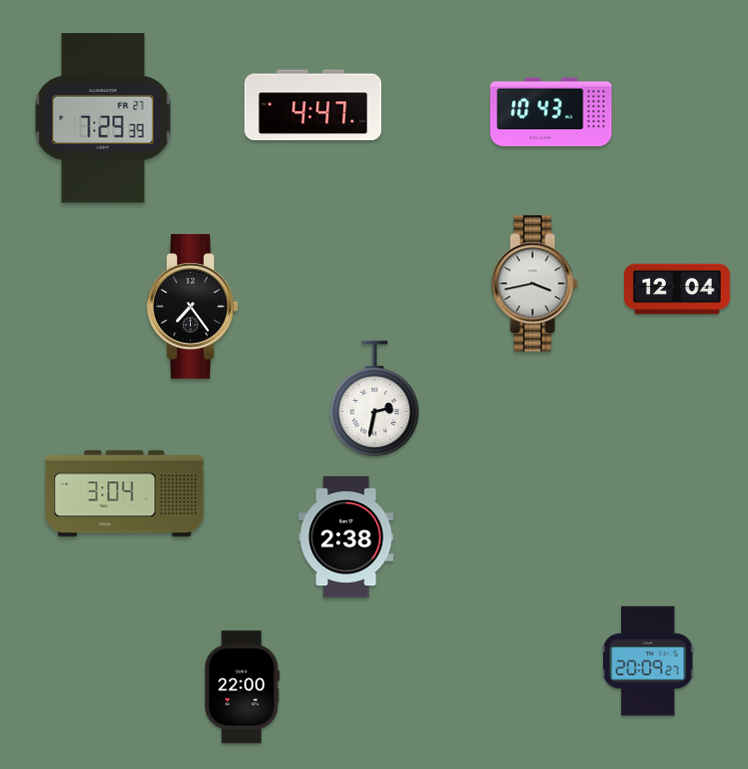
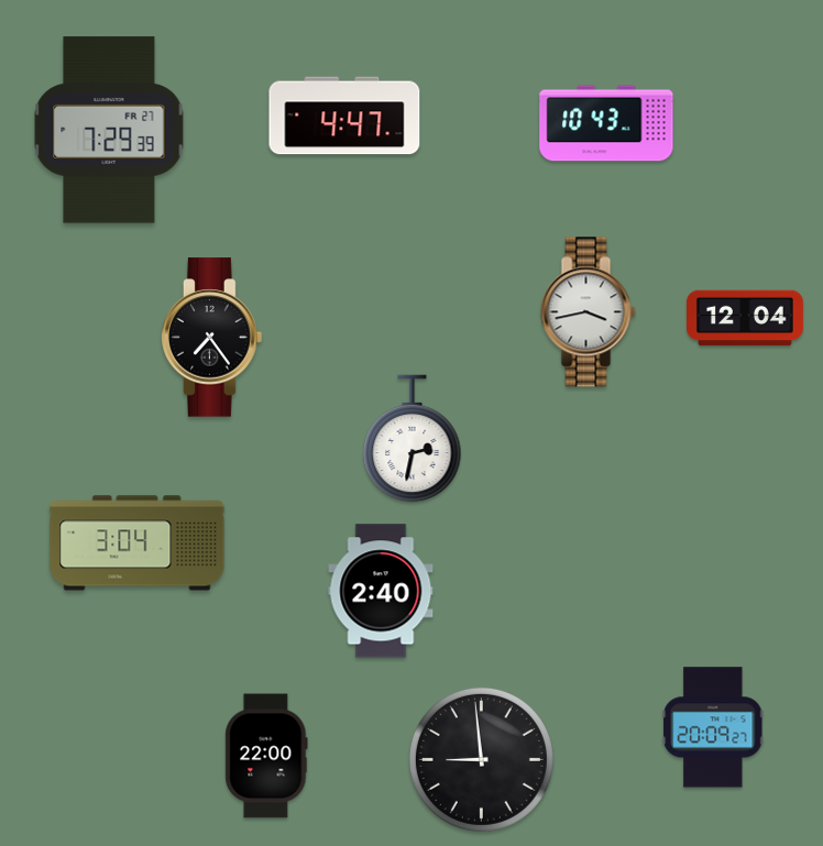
clock at (103, 118) position: (103, 118) -> (109, 130)
clock at (346, 537): 2:38 -> 2:40
clock at (481, 759): none -> 8:59
